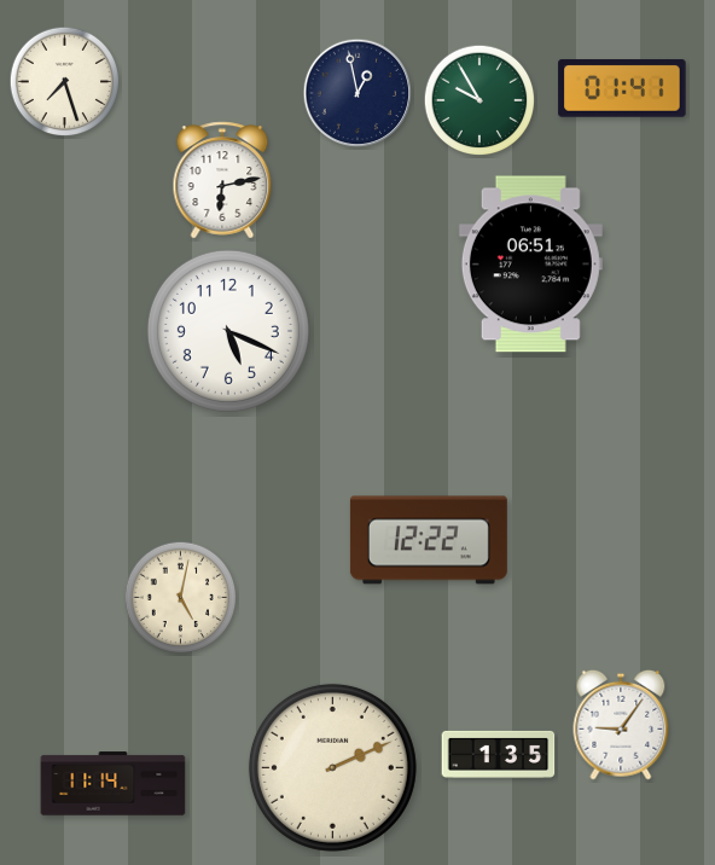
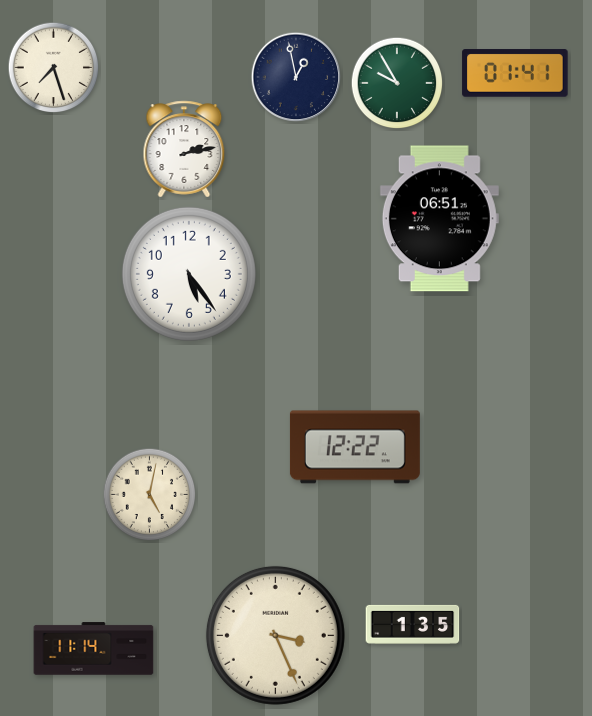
clock at (222, 180): 6:13 -> 2:13
clock at (228, 331): 5:19 -> 5:24
clock at (621, 725): 9:06 -> none
clock at (332, 767): 2:11 -> 3:26
